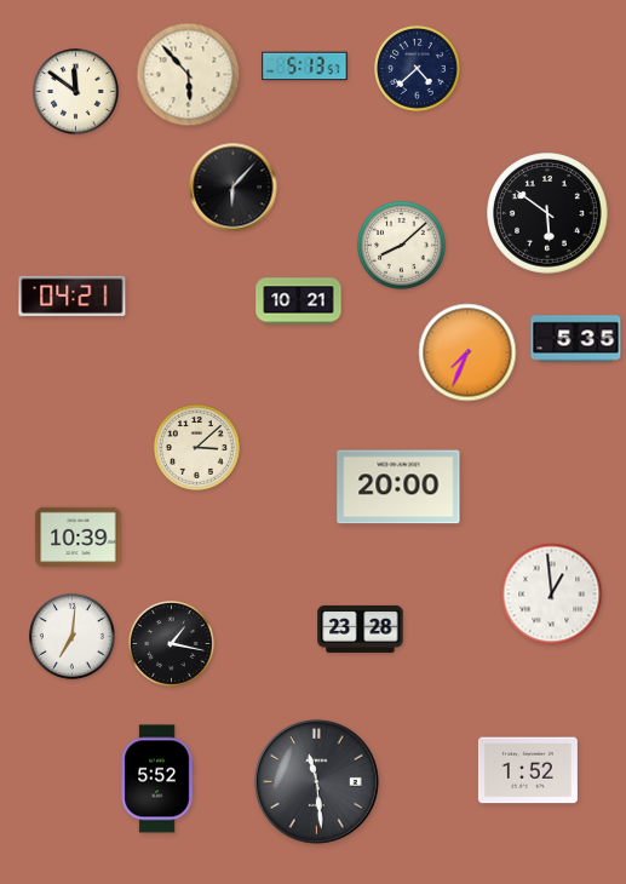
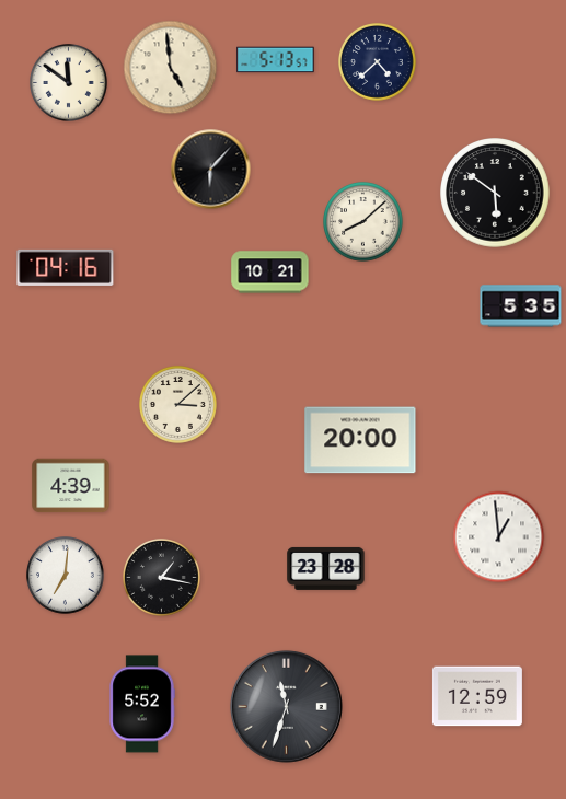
clock at (189, 75): 5:53 -> 4:59
clock at (73, 295): 04:21 -> 04:16
clock at (467, 352): 7:34 -> none
clock at (79, 538): 10:39 -> 4:39
clock at (172, 644) position: (172, 644) -> (162, 578)
clock at (528, 770): 1:52 -> 12:59
clock at (316, 781): 11:29 -> 11:33
